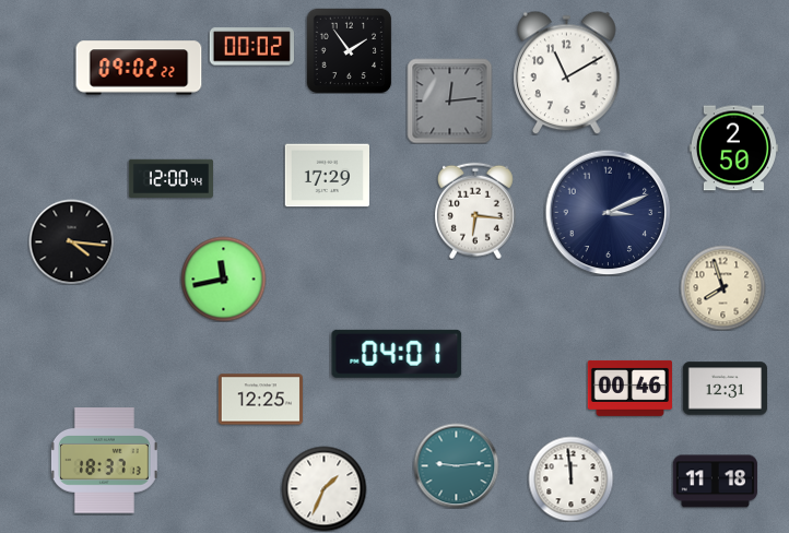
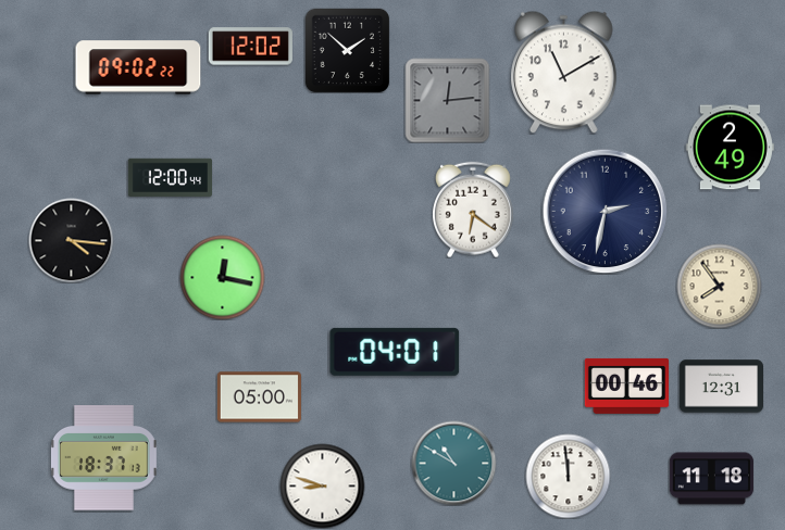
clock at (251, 47): 00:02 -> 12:02
clock at (349, 50): 1:54 -> 1:52
clock at (733, 149): 2:50 -> 2:49
clock at (327, 176): 17:29 -> none
clock at (475, 211): 6:16 -> 6:21
clock at (608, 212): 3:11 -> 2:32
clock at (223, 279): 11:43 -> 12:17
clock at (722, 287): 7:57 -> 7:54
clock at (260, 400): 12:25 -> 05:00
clock at (456, 465): 9:14 -> 10:50
clock at (323, 488): 1:34 -> 8:48
